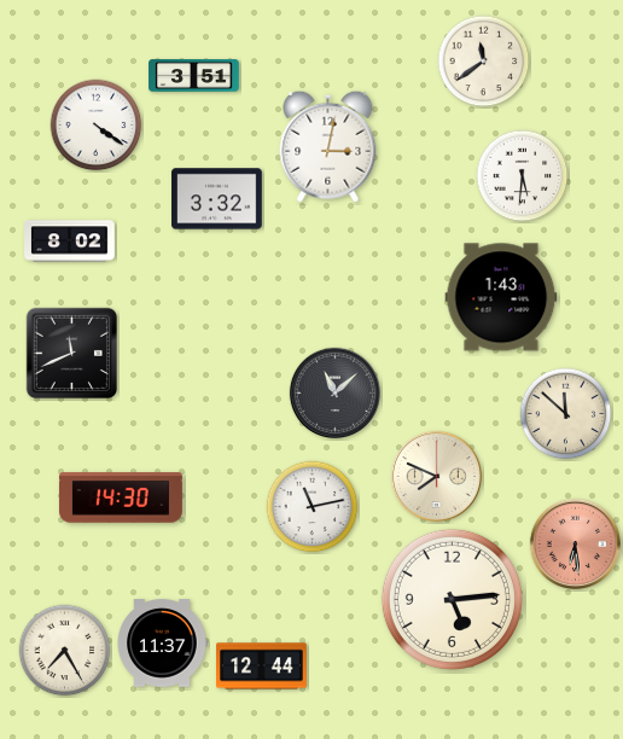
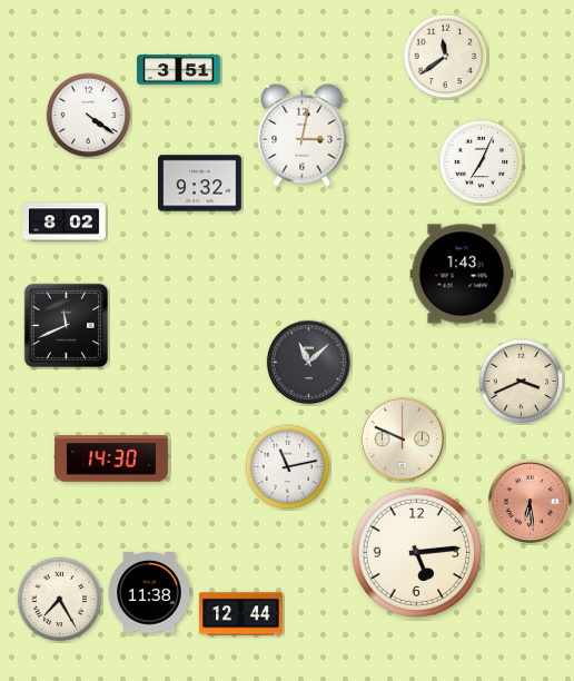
clock at (523, 176): 5:31 -> 7:04
clock at (217, 199): 3:32 -> 9:32
clock at (566, 414): 11:52 -> 3:41
clock at (436, 476): 7:49 -> 9:49
clock at (162, 644): 11:37 -> 11:38
